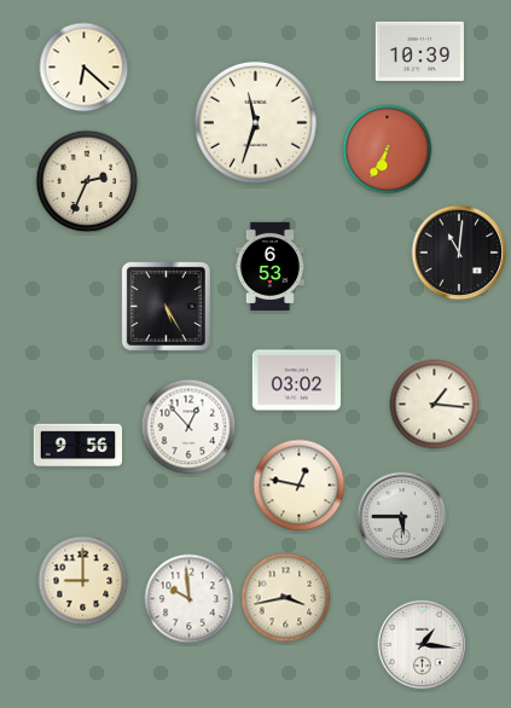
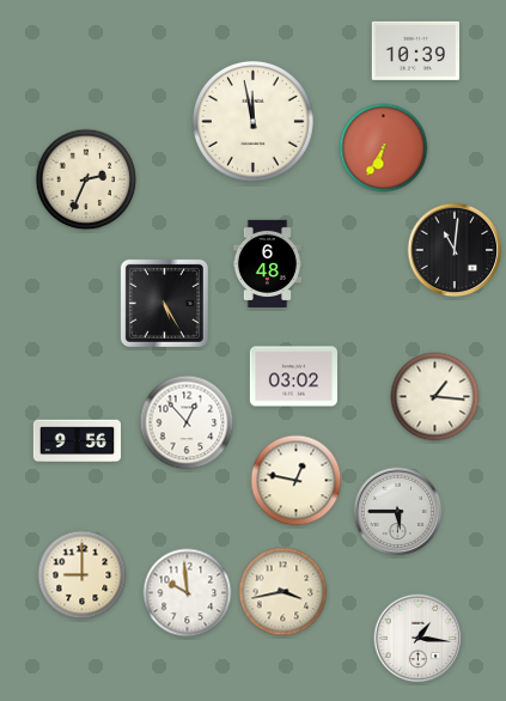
clock at (85, 68): 6:22 -> none
clock at (255, 122): 11:33 -> 11:58
clock at (269, 267): 6:53 -> 6:48
clock at (435, 405) position: (435, 405) -> (435, 397)
